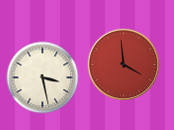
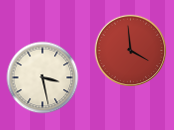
clock at (124, 65) position: (124, 65) -> (131, 51)
